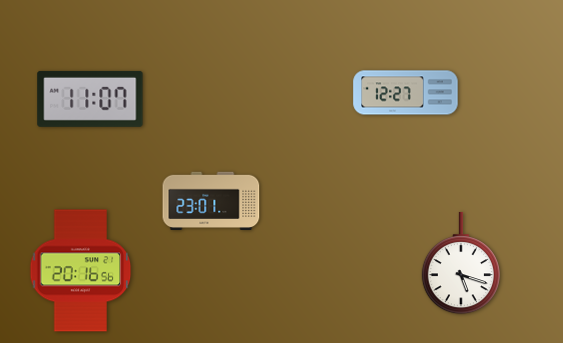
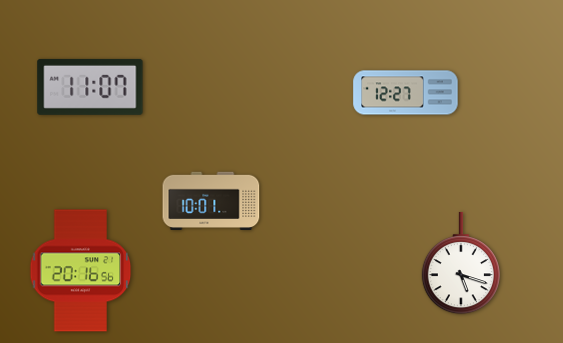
clock at (90, 99) position: (90, 99) -> (90, 87)
clock at (211, 200): 23:01 -> 10:01
